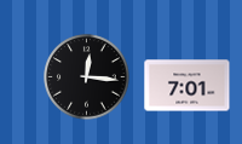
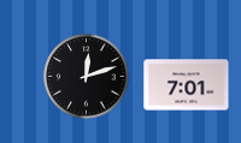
clock at (87, 77): 12:16 -> 12:12
